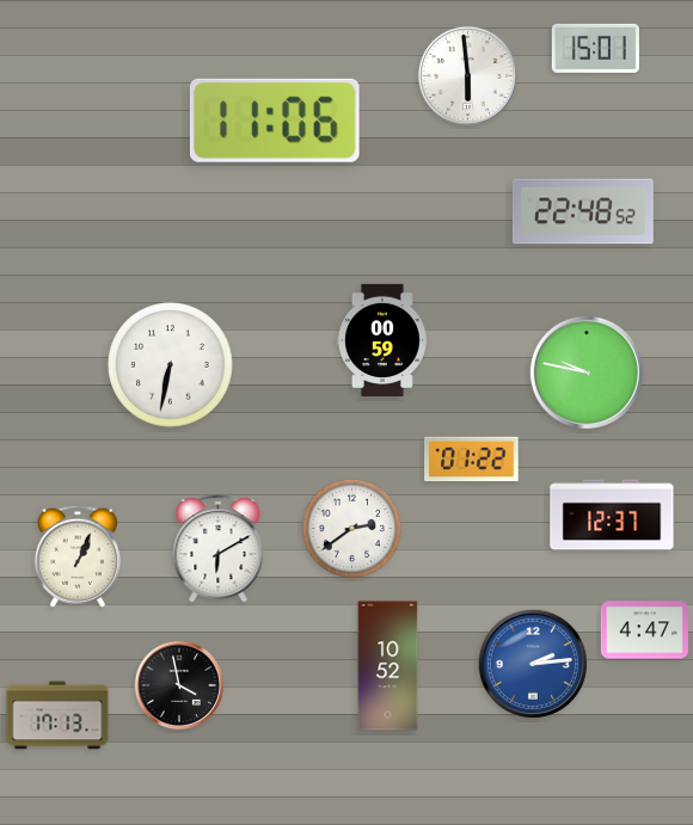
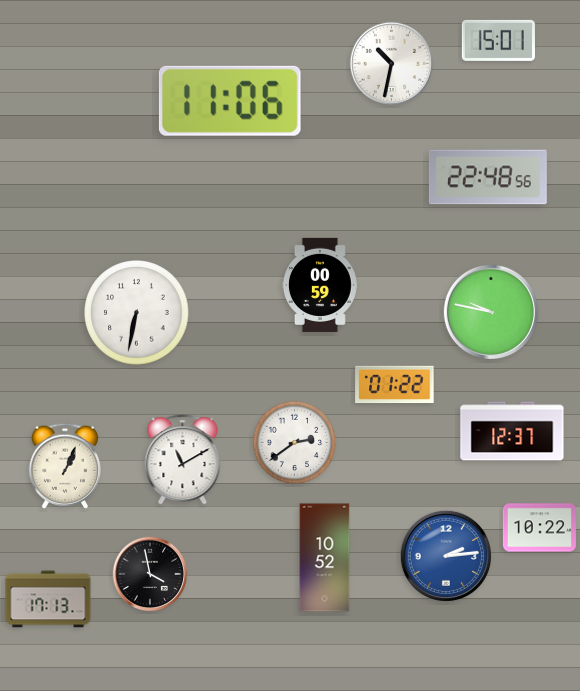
clock at (468, 76): 5:59 -> 10:32
clock at (583, 211): 22:48:52 -> 22:48:56
clock at (171, 365) position: (171, 365) -> (137, 313)
clock at (219, 549): 6:10 -> 11:10
clock at (644, 630): 4:47 -> 10:22
